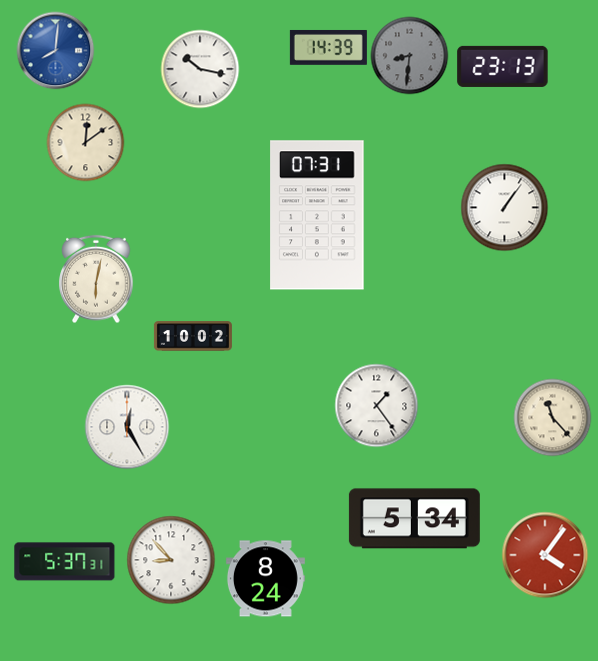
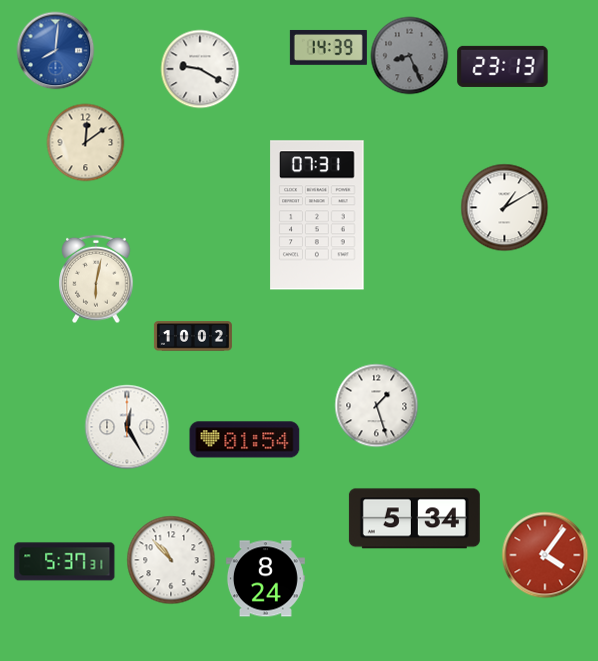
clock at (409, 55): 8:31 -> 8:26
clock at (200, 69): 10:17 -> 9:20
clock at (504, 207): 1:06 -> 1:10
clock at (376, 405): 1:24 -> 1:27
clock at (552, 417): 11:23 -> none
clock at (245, 440): none -> 01:54
clock at (171, 560): 8:53 -> 10:53
